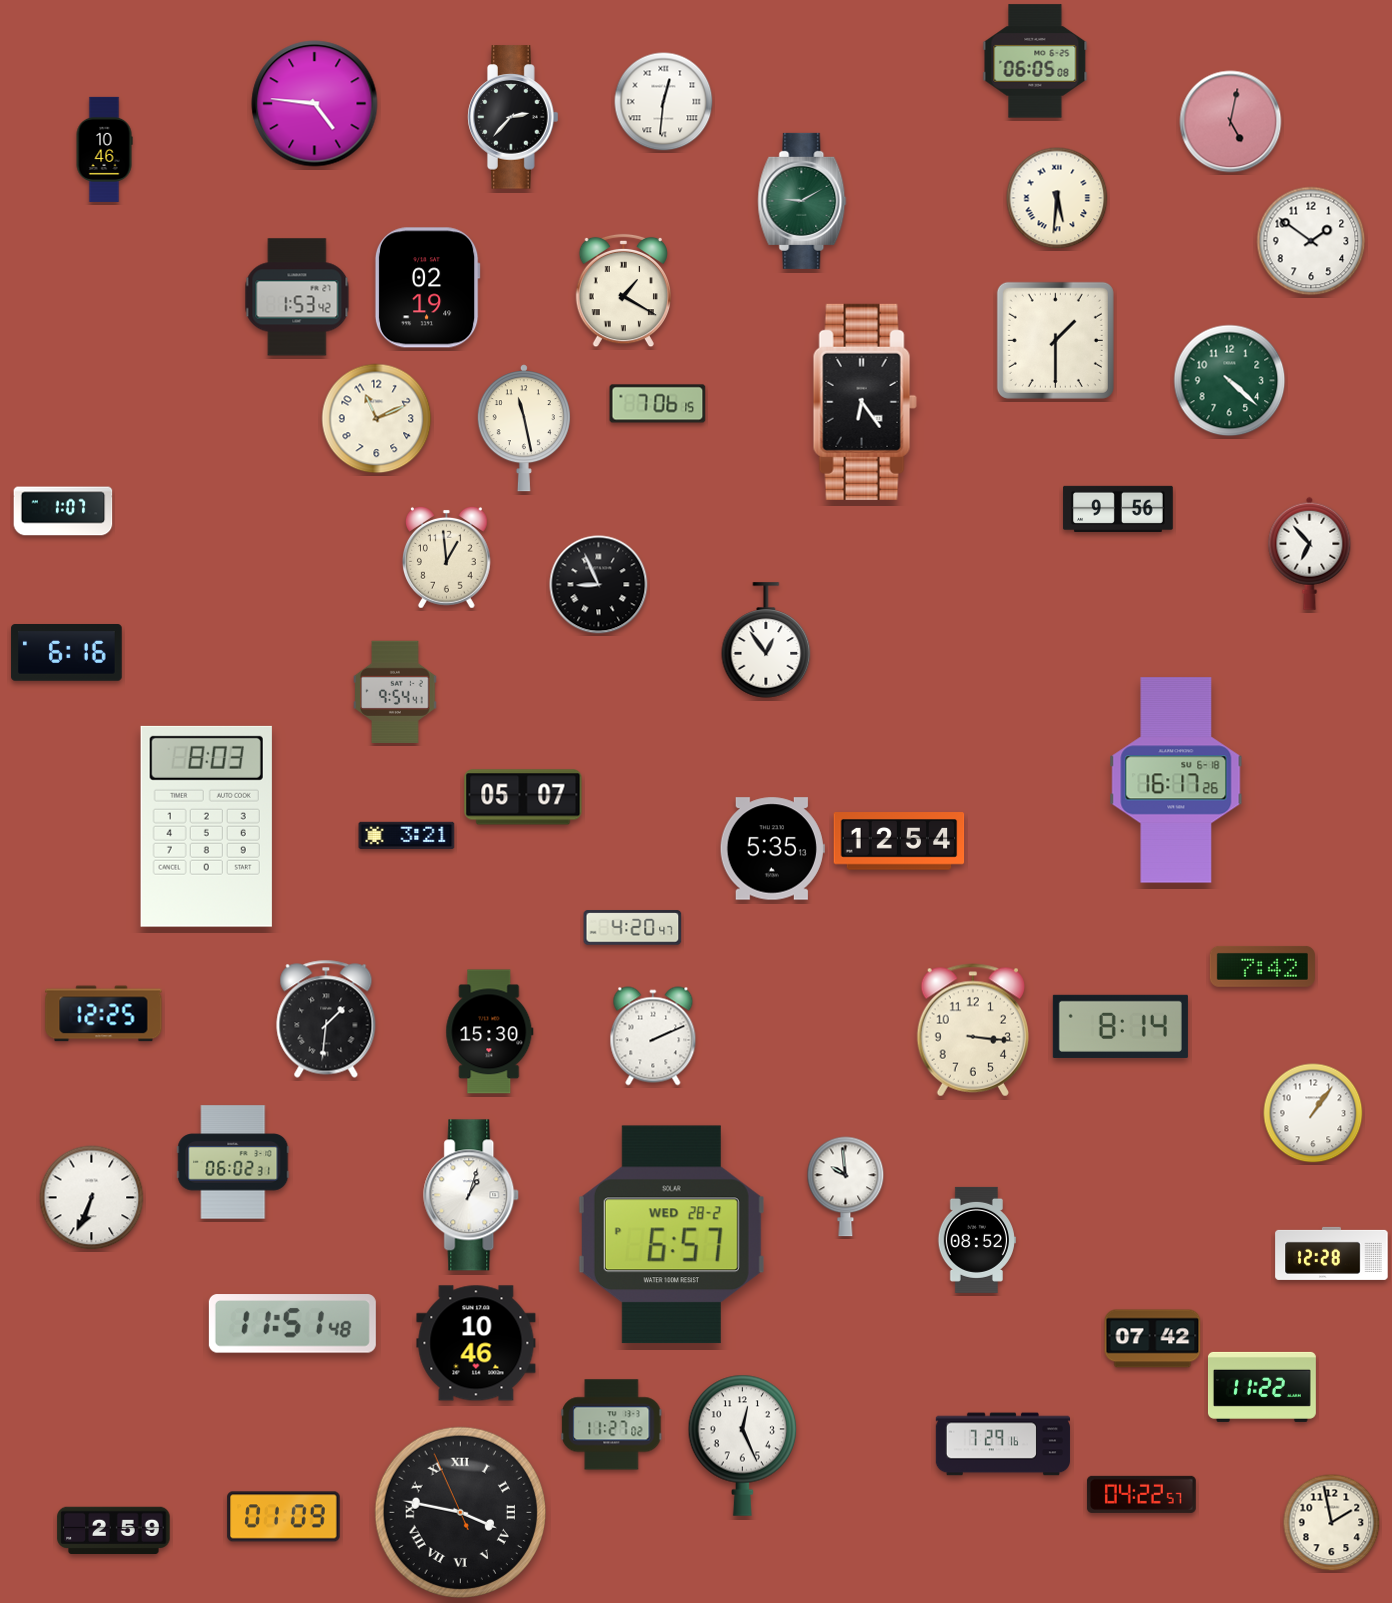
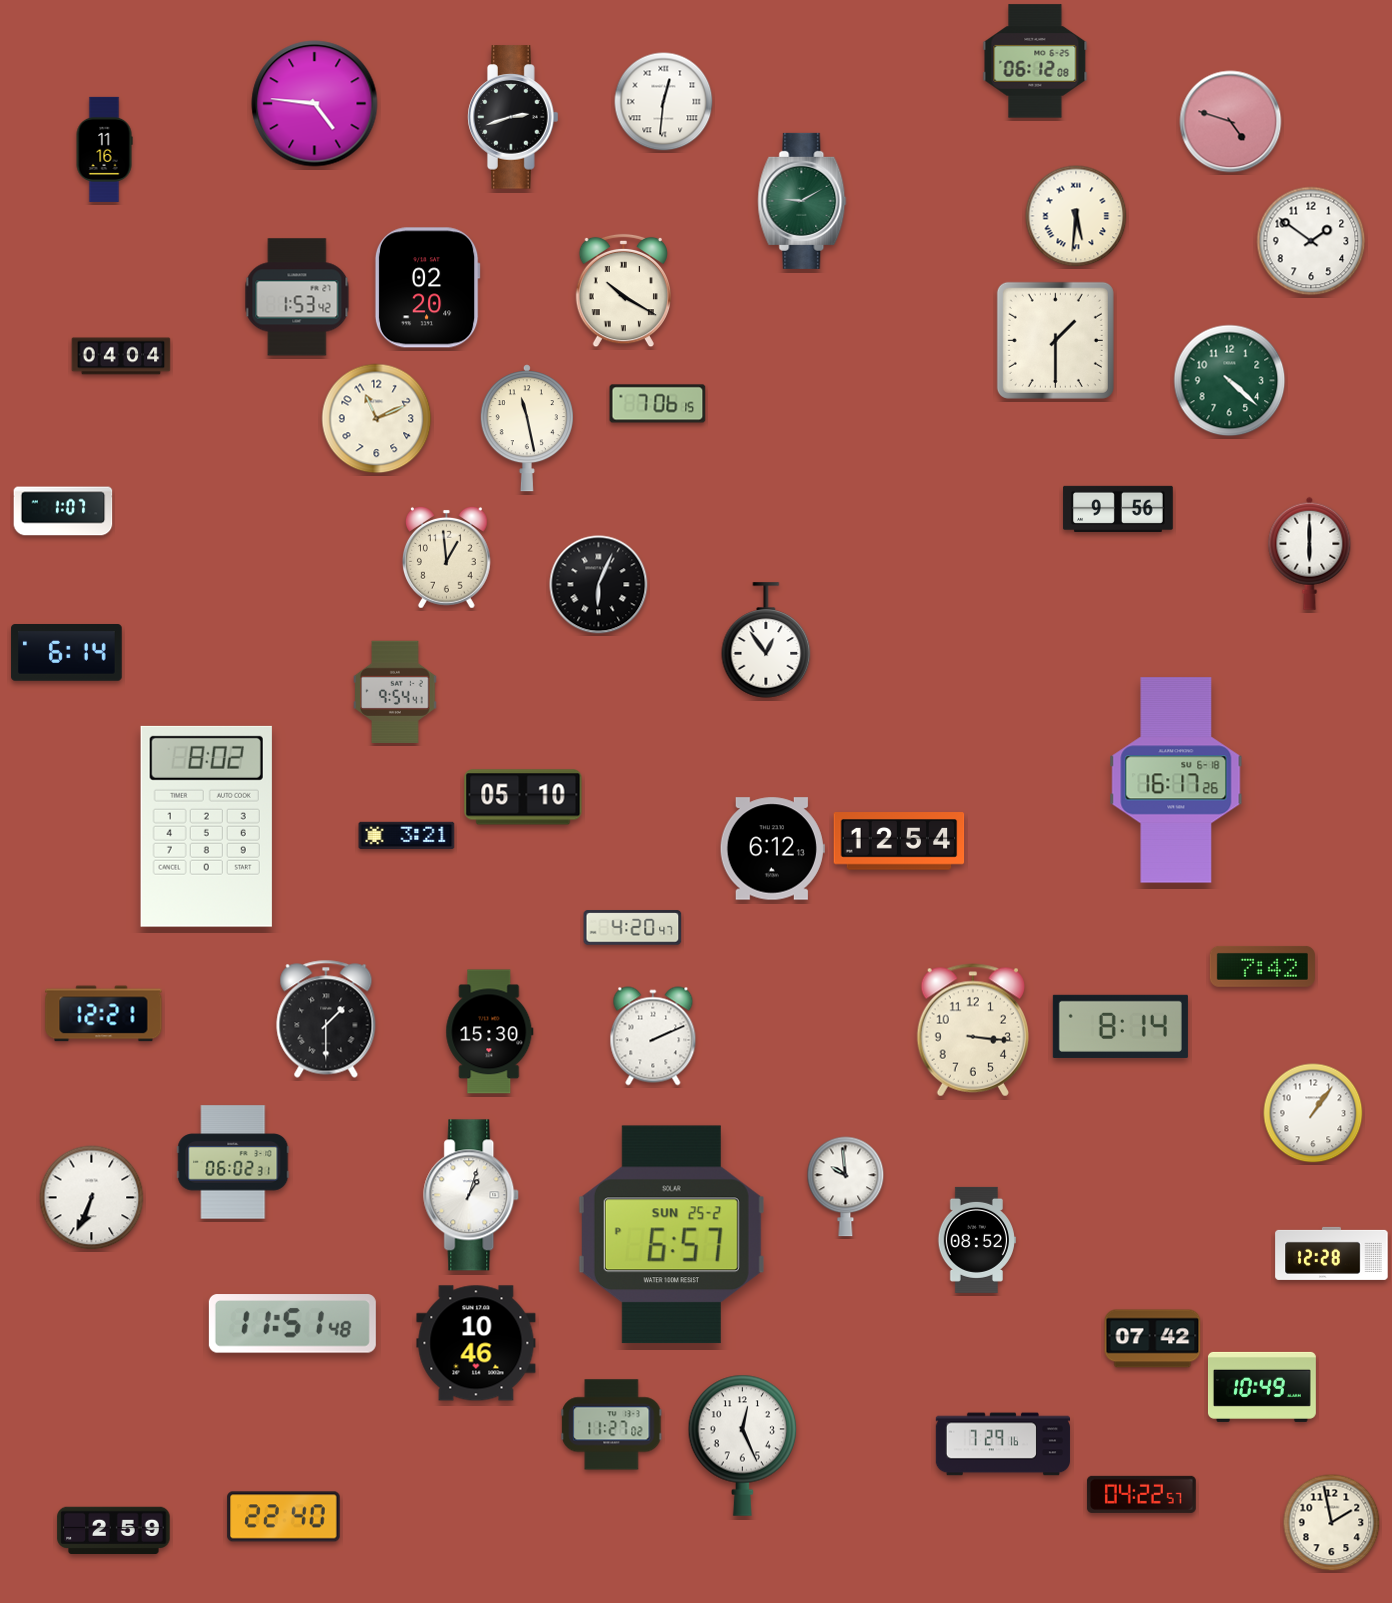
clock at (1035, 61): 06:05 -> 06:12
clock at (513, 117): 2:37 -> 2:42
clock at (1231, 122): 5:02 -> 4:48
clock at (104, 149): 10:46 -> 11:16
clock at (1057, 198) position: (1057, 198) -> (1076, 216)
clock at (427, 288): 02:19 -> 02:20
clock at (623, 291): 1:20 -> 10:20
clock at (121, 356): none -> 04:04
clock at (865, 402): 6:24 -> none
clock at (524, 428) position: (524, 428) -> (527, 428)
clock at (1310, 553): 6:53 -> 6:00
clock at (599, 585): 8:56 -> 6:04
clock at (67, 653): 6:16 -> 6:14
clock at (523, 797): 05:07 -> 05:10
clock at (206, 826): 8:03 -> 8:02
clock at (772, 849): 5:35 -> 6:12
clock at (104, 1014): 12:25 -> 12:21
clock at (326, 1019): 1:31 -> 1:30
clock at (671, 1235) date: WED 28-2 -> SUN 25-2
clock at (1262, 1387): 11:22 -> 10:49
clock at (460, 1512): 3:46 -> none
clock at (284, 1517): 01:09 -> 22:40
